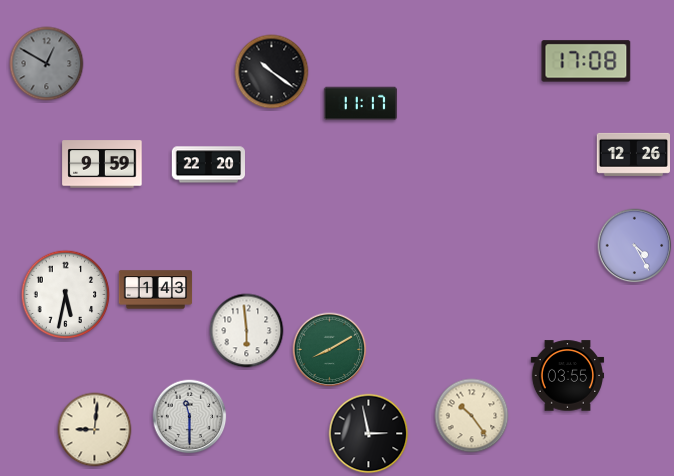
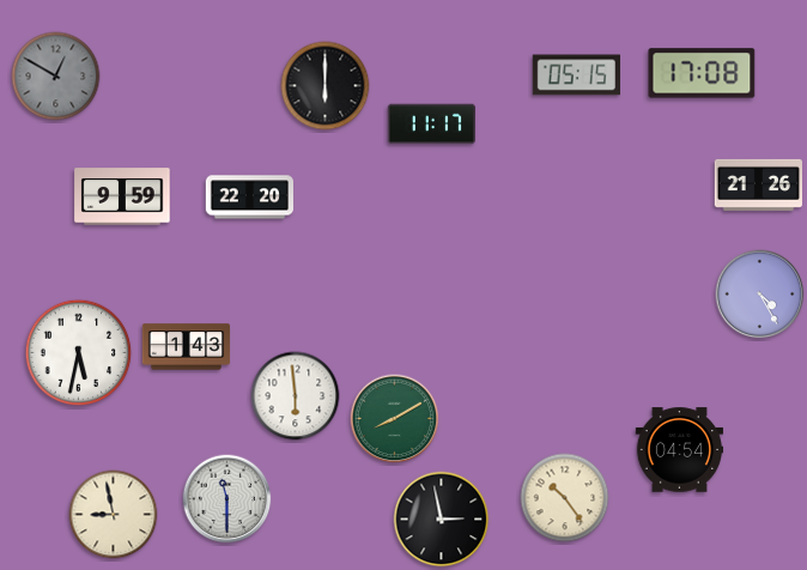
clock at (576, 75): none -> 05:15
clock at (272, 72): 10:21 -> 6:00
clock at (633, 154): 12:26 -> 21:26
clock at (568, 376): 03:55 -> 04:54
clock at (95, 430): 9:01 -> 8:58
